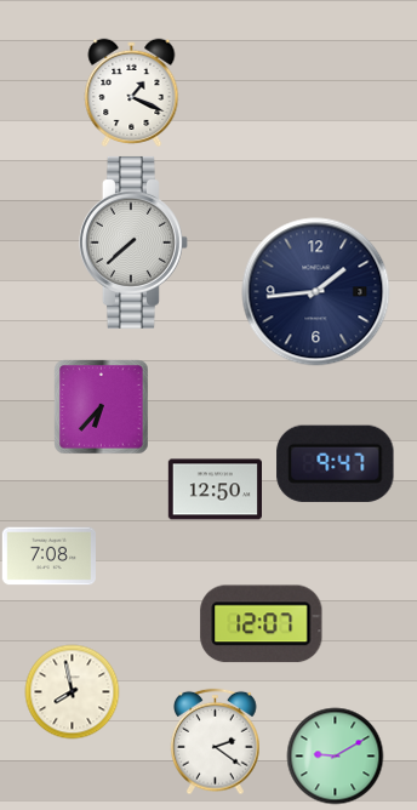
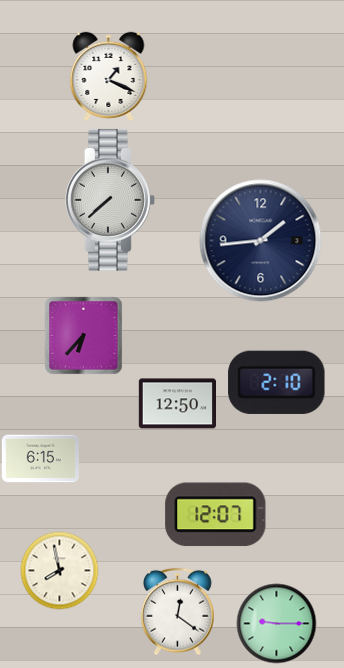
clock at (336, 463): 9:47 -> 2:10
clock at (48, 557): 7:08 -> 6:15
clock at (216, 741): 2:21 -> 12:21
clock at (335, 755): 9:10 -> 9:15
